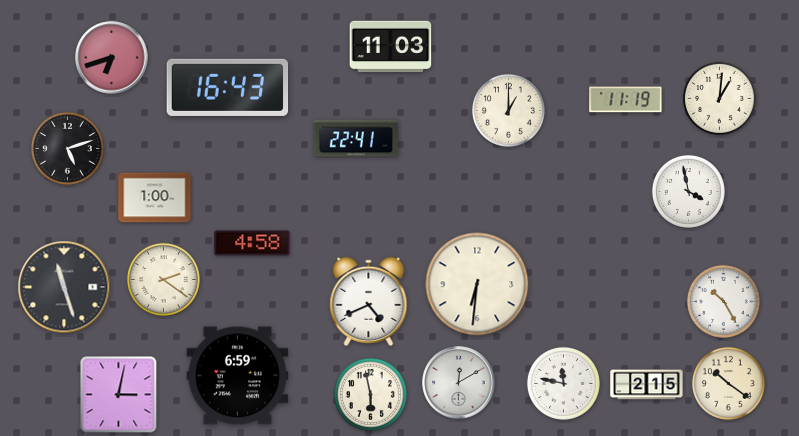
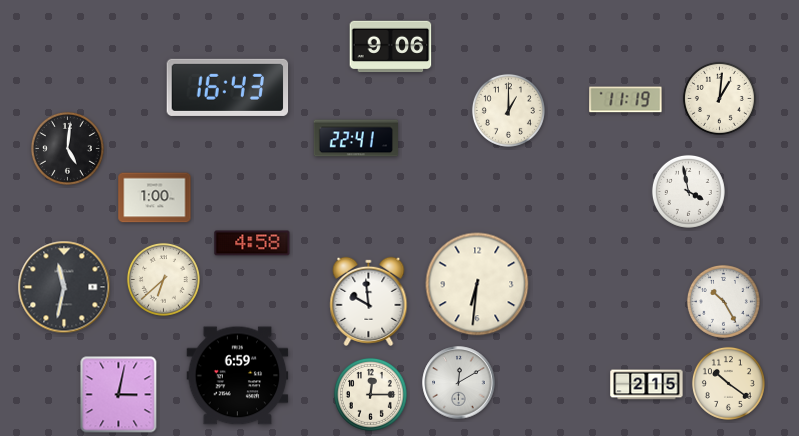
clock at (391, 47): 11:03 -> 9:06
clock at (112, 58): 6:42 -> none
clock at (67, 148): 5:12 -> 5:01
clock at (163, 279): 2:21 -> 6:38
clock at (64, 287): 11:27 -> 11:32
clock at (369, 301): 4:41 -> 9:59
clock at (563, 383): 11:47 -> none
clock at (370, 394): 5:58 -> 12:15
